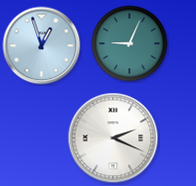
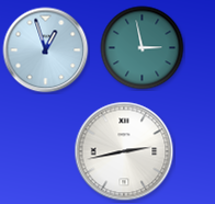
clock at (130, 44): 9:04 -> 2:58
clock at (113, 138): 2:19 -> 2:43
